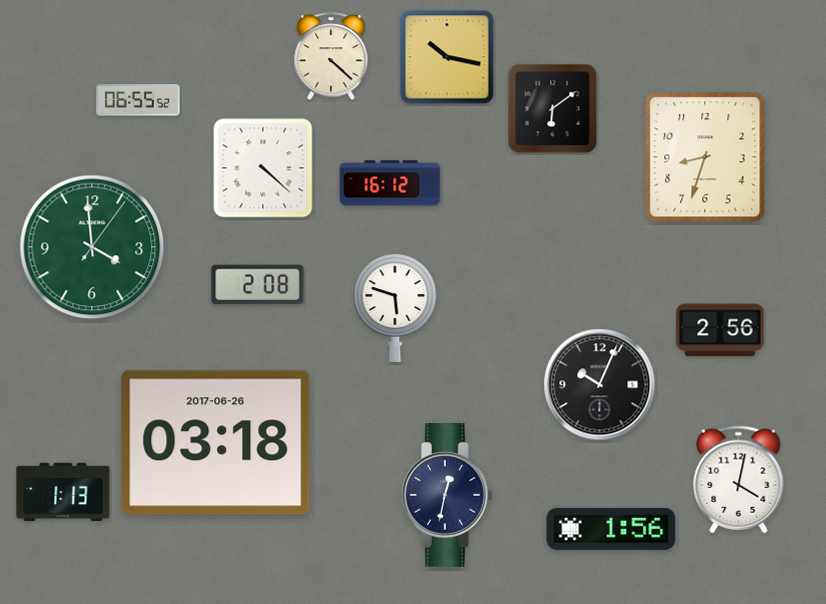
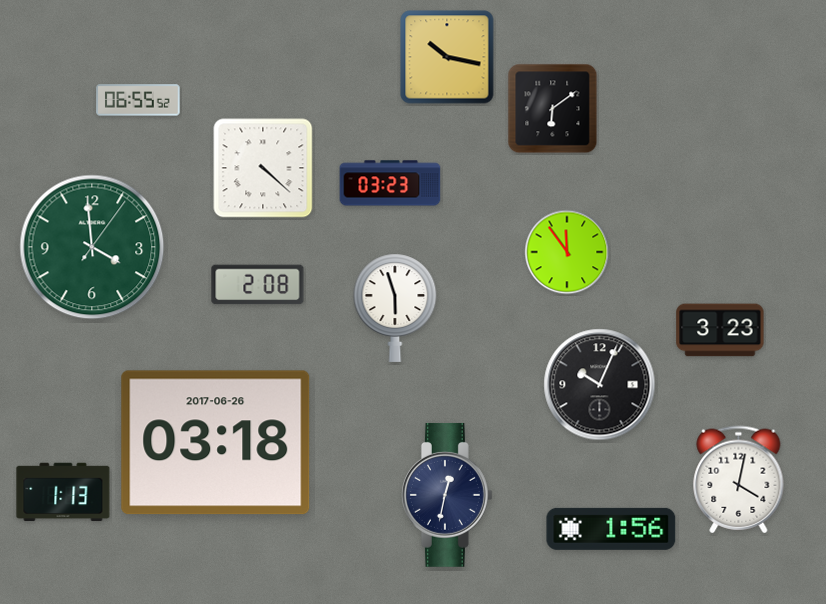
clock at (331, 57): 4:22 -> none
clock at (705, 157): 8:33 -> none
clock at (390, 183): 16:12 -> 03:23
clock at (567, 252): none -> 11:54
clock at (395, 308): 5:48 -> 5:57
clock at (720, 330): 2:56 -> 3:23
